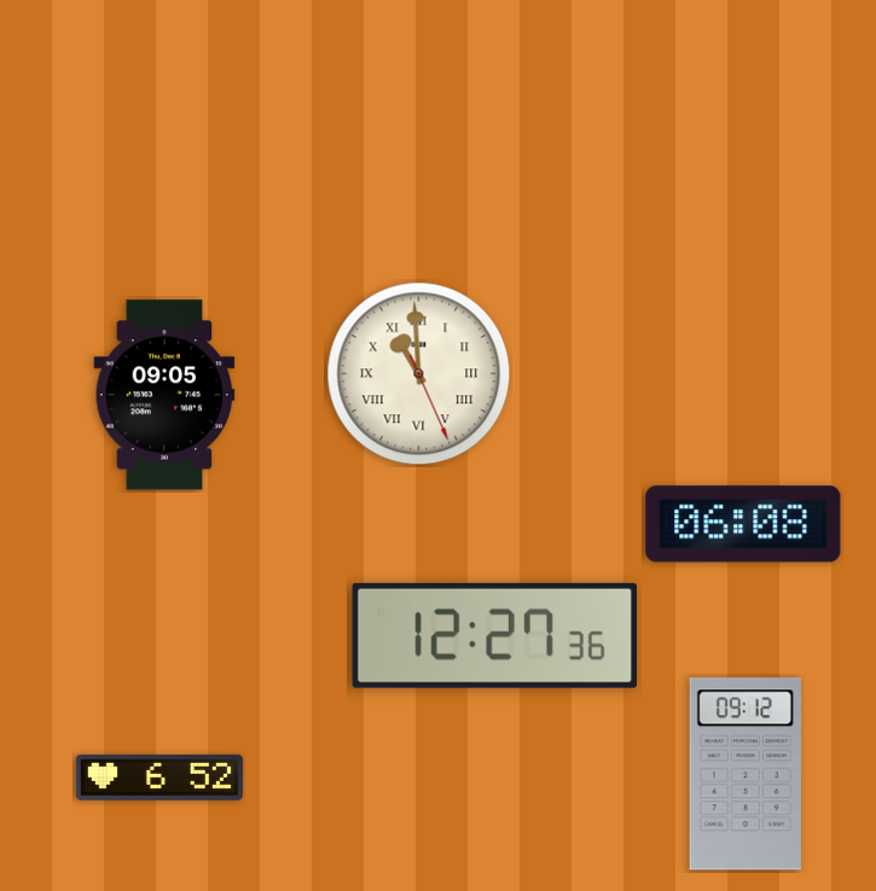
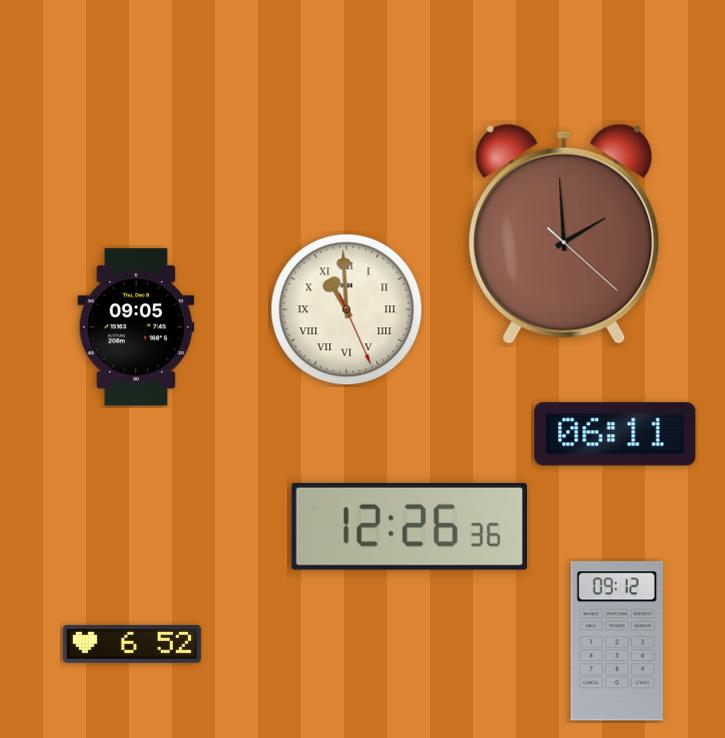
clock at (564, 234): none -> 1:59
clock at (743, 524): 06:08 -> 06:11
clock at (494, 635): 12:27 -> 12:26
